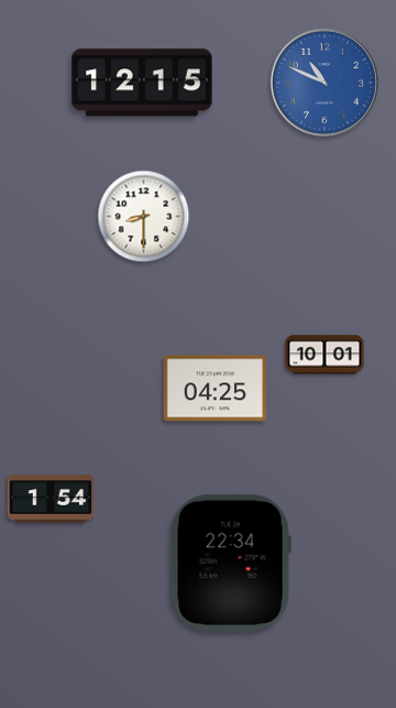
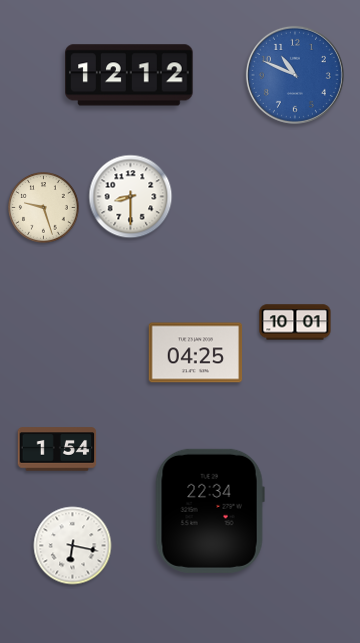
clock at (142, 83): 12:15 -> 12:12
clock at (44, 208): none -> 9:27
clock at (51, 499) position: (51, 499) -> (57, 449)
clock at (73, 546): none -> 6:17
